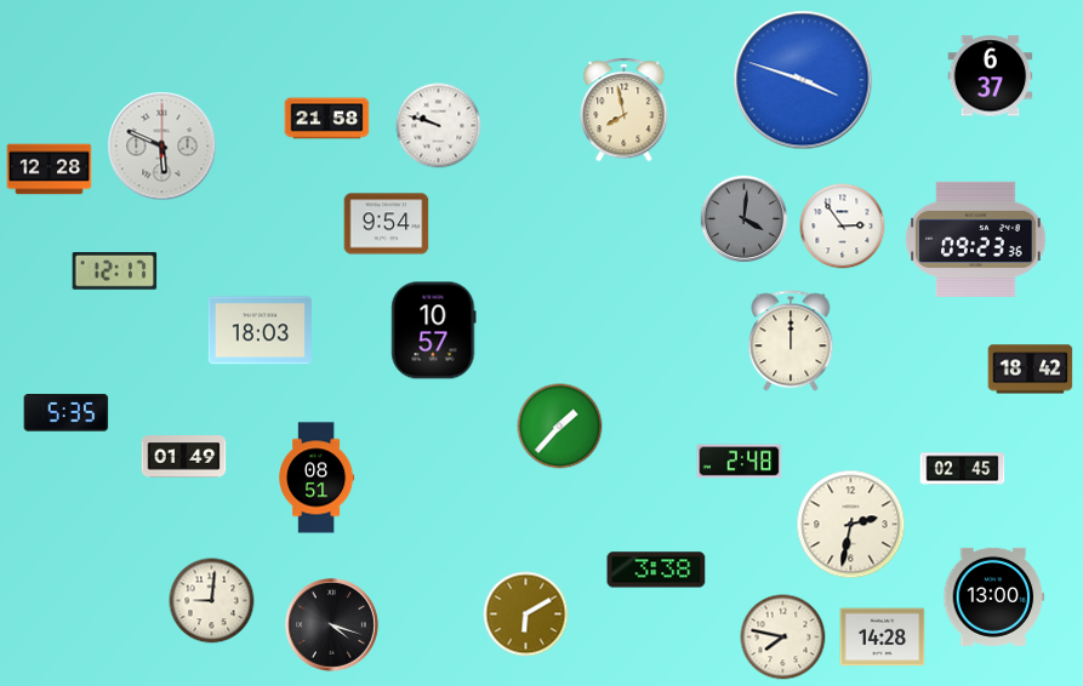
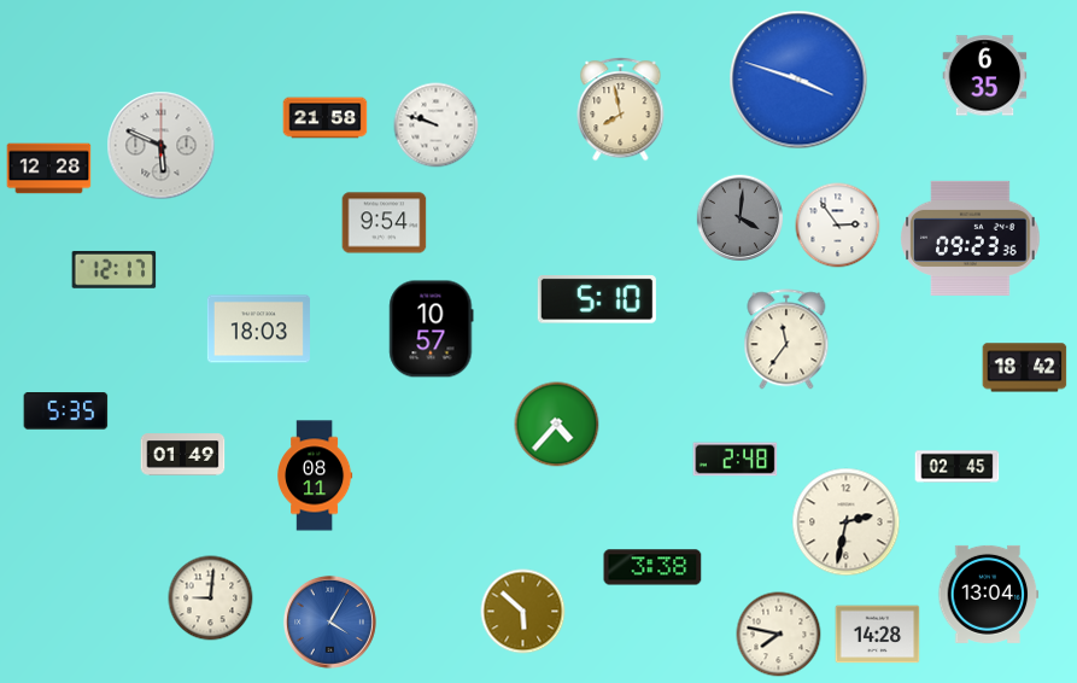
clock at (991, 76): 6:37 -> 6:35
clock at (597, 299): none -> 5:10
clock at (791, 341): 12:00 -> 11:36
clock at (560, 427): 1:37 -> 4:37
clock at (318, 478): 08:51 -> 08:11
clock at (994, 596): 13:00 -> 13:04
clock at (526, 614): 6:10 -> 5:52
clock at (331, 624): 4:18 -> 4:05
clock at (331, 624) dial: black -> blue
